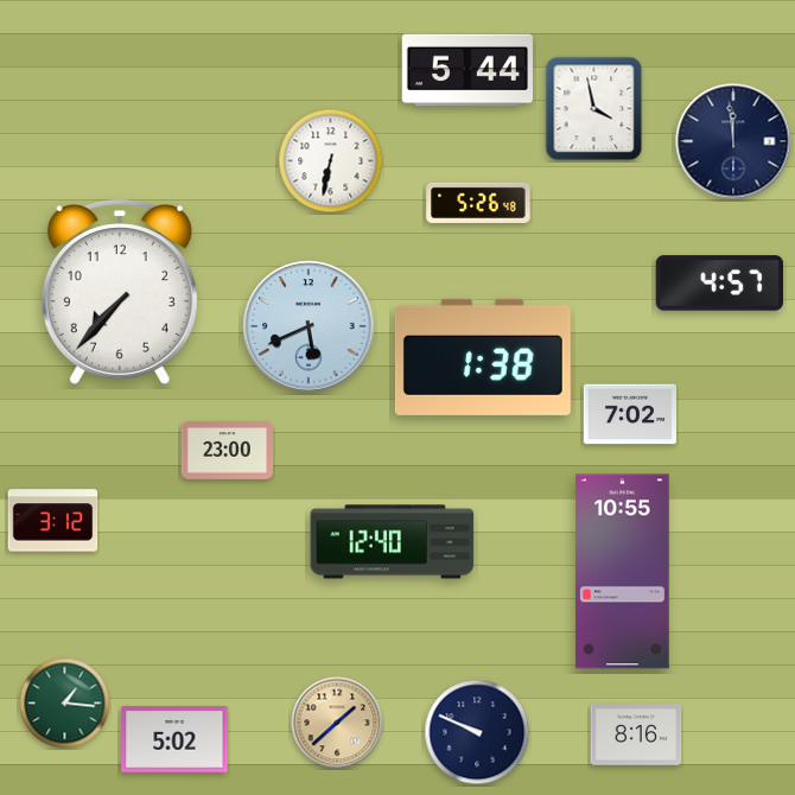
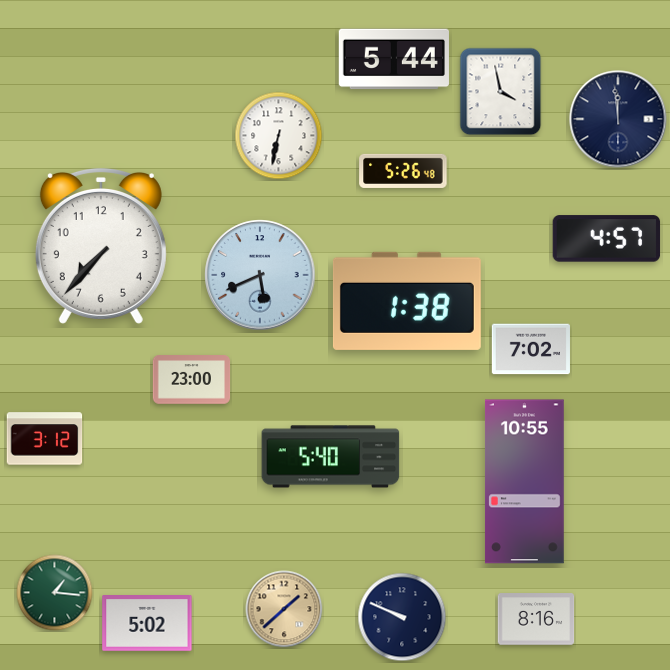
clock at (393, 542): 12:40 -> 5:40
